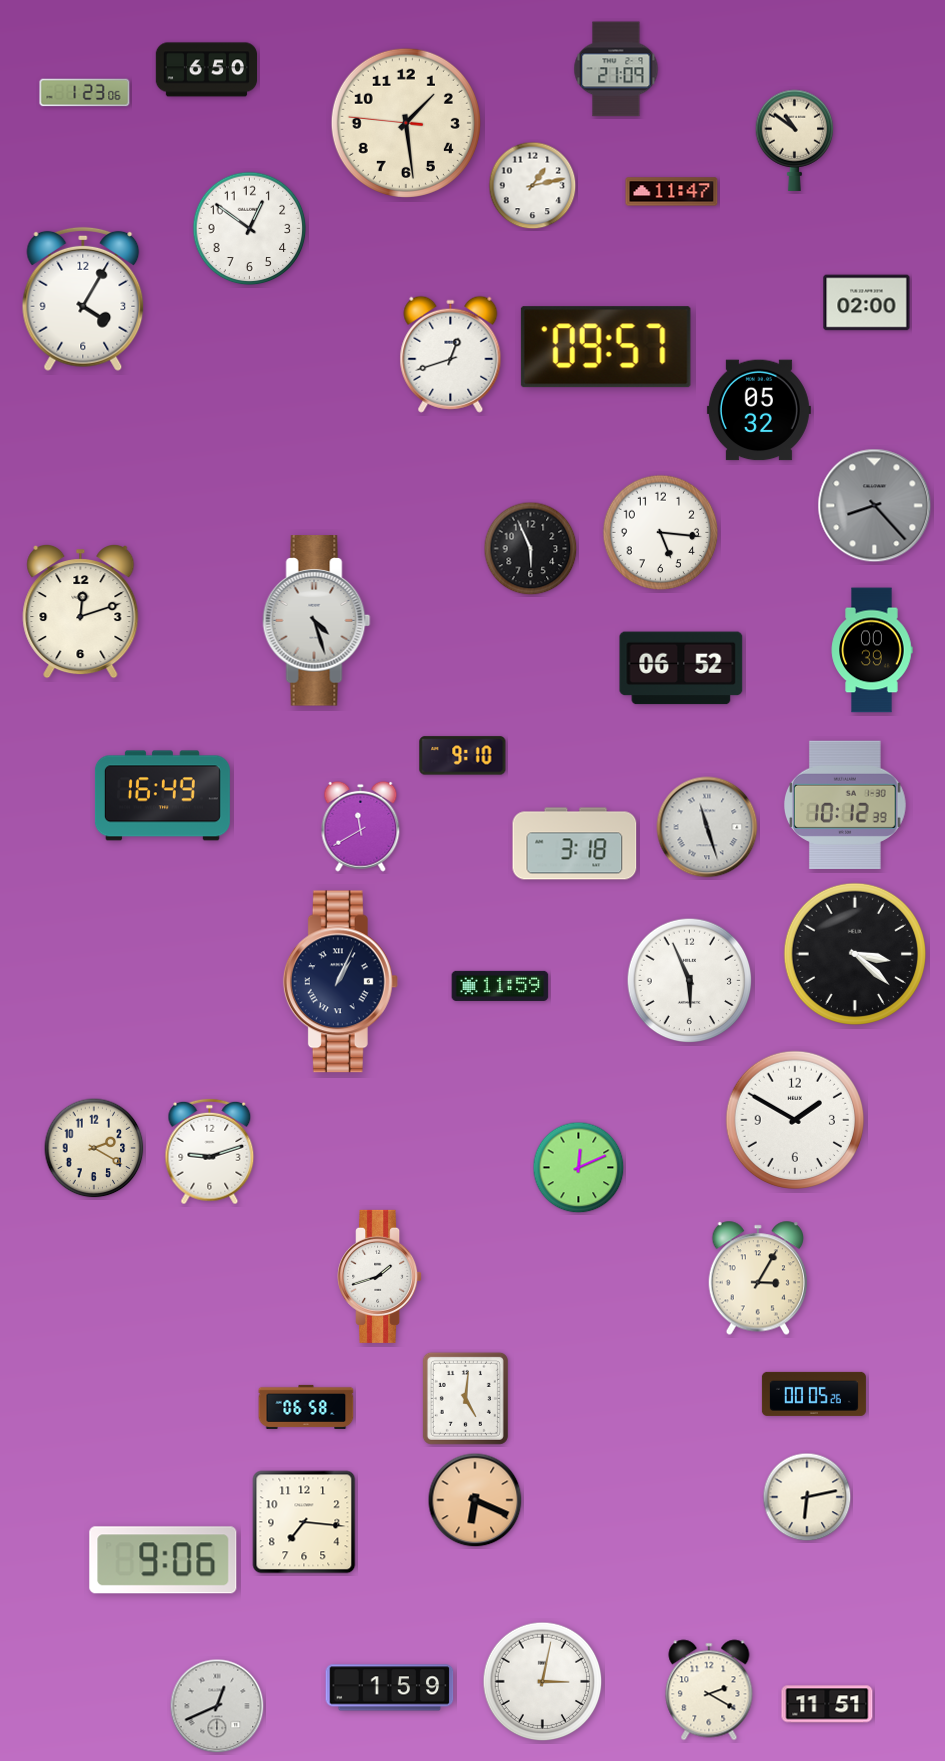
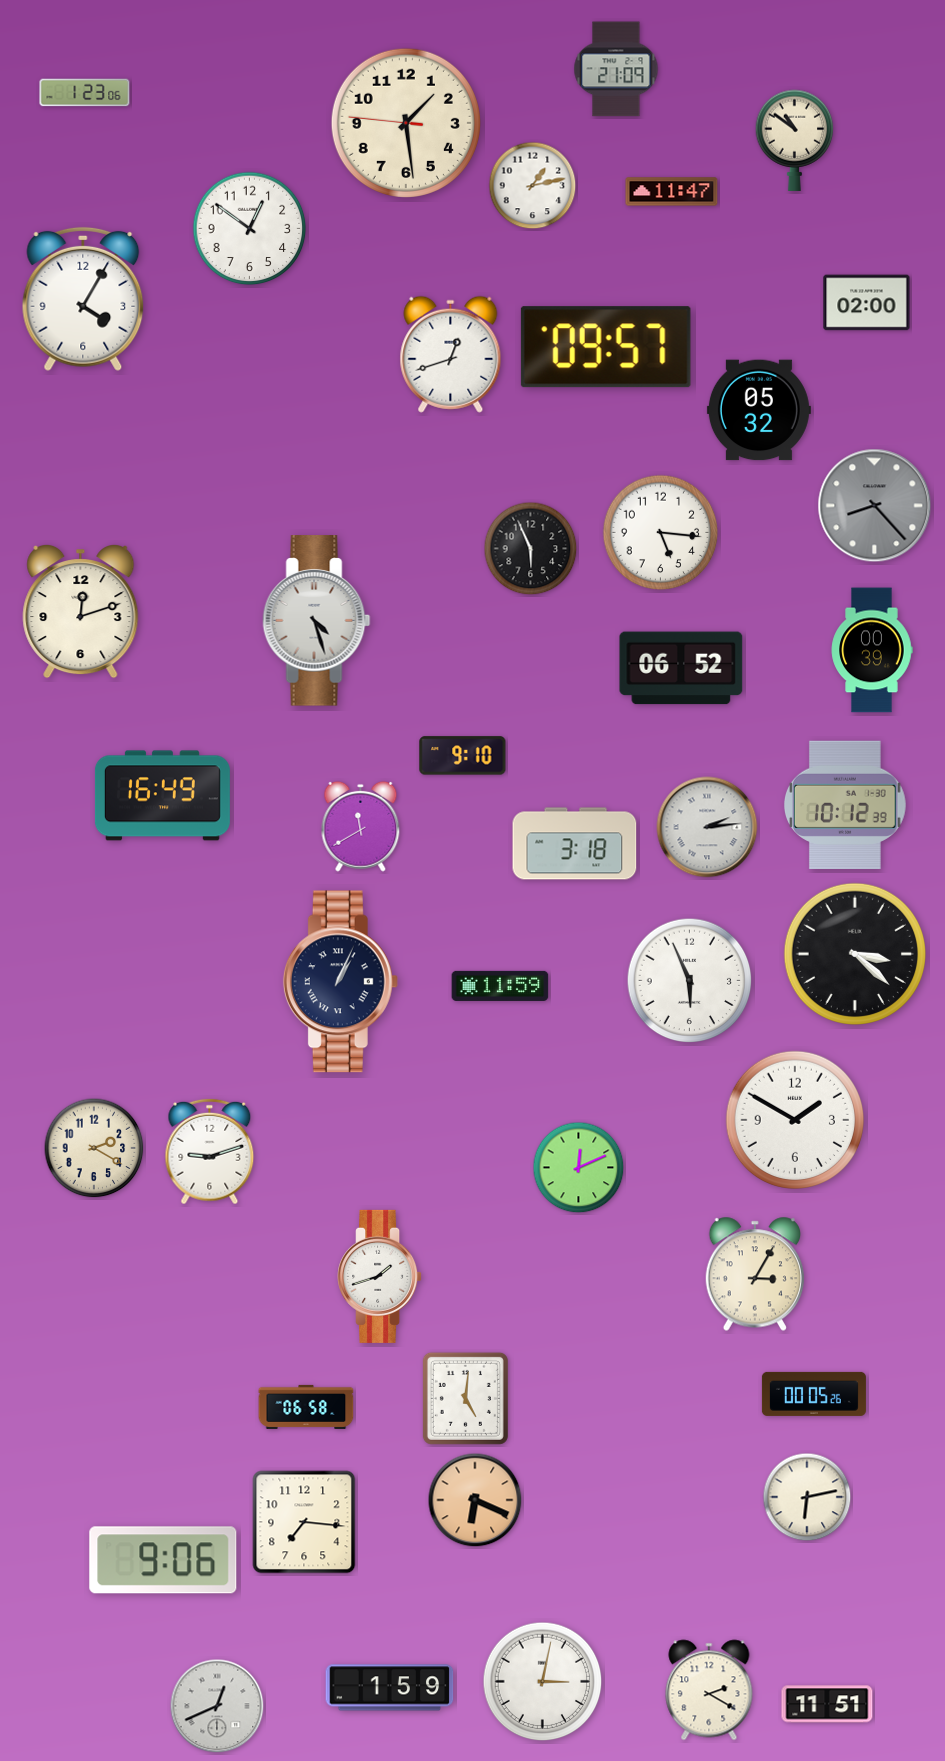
clock at (206, 70): 6:50 -> none
clock at (707, 827): 11:27 -> 2:14
clock at (757, 1278) position: (757, 1278) -> (754, 1274)
